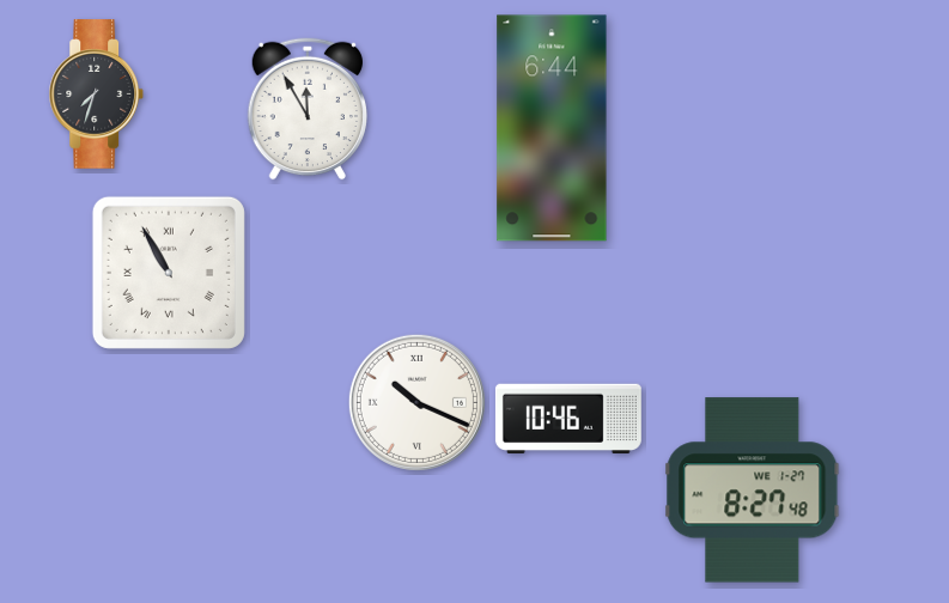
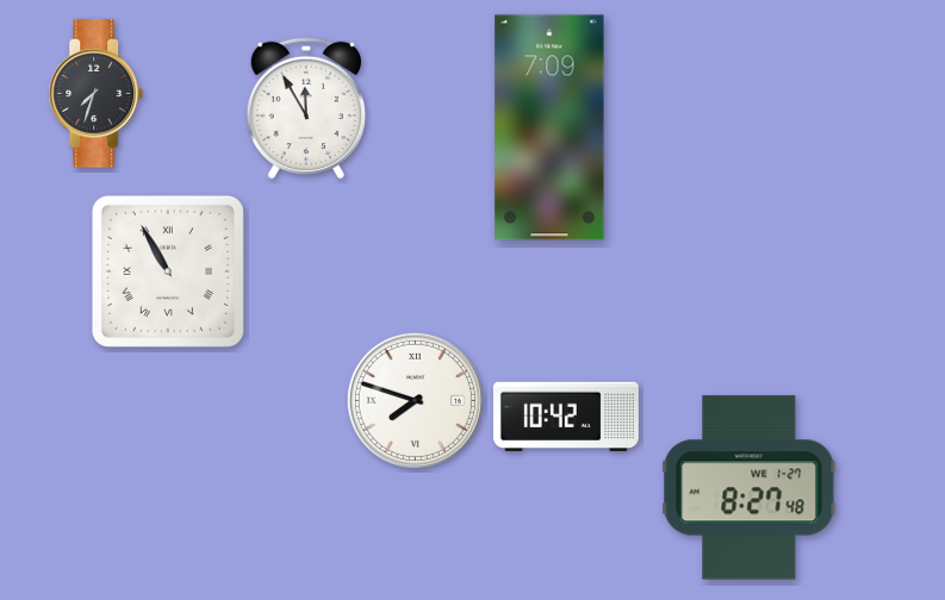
clock at (552, 128): 6:44 -> 7:09
clock at (416, 402): 10:19 -> 7:48
clock at (568, 419): 10:46 -> 10:42
